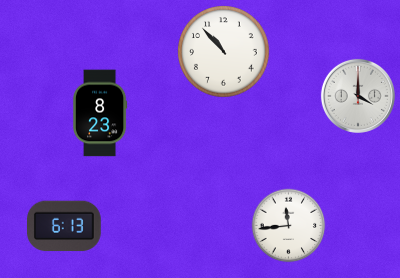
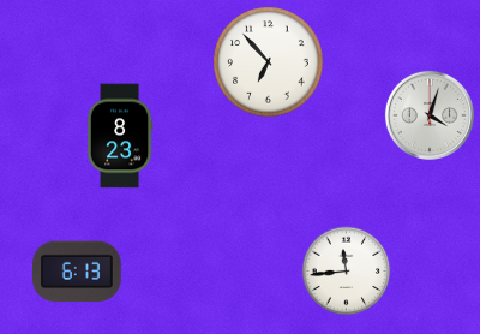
clock at (224, 52): 10:53 -> 6:53
clock at (358, 96): 4:00 -> 4:03
